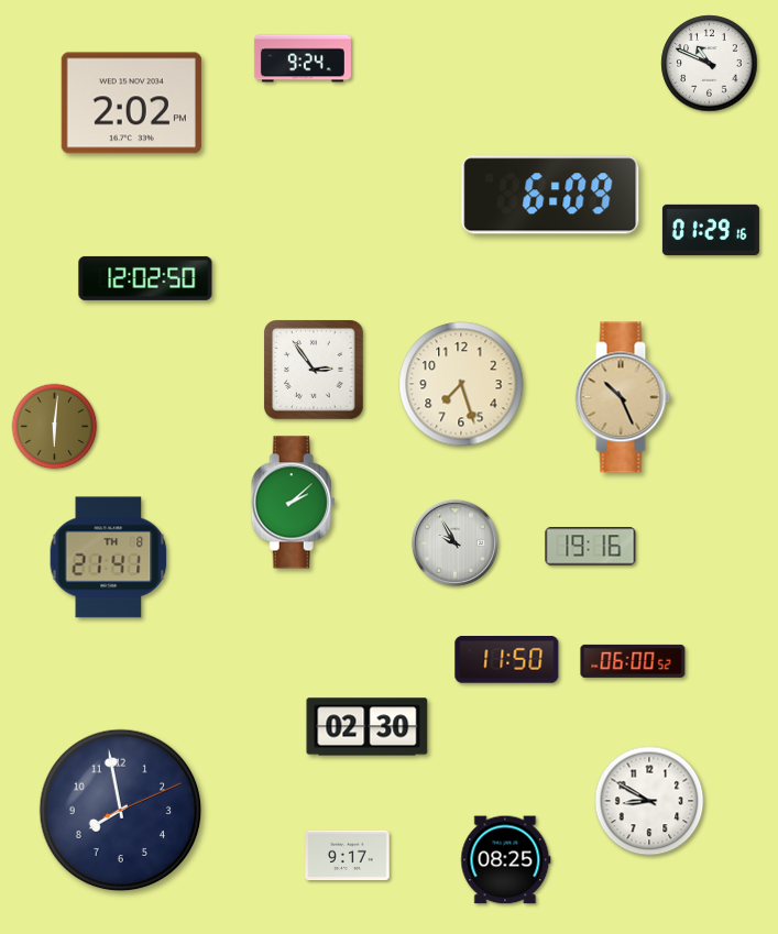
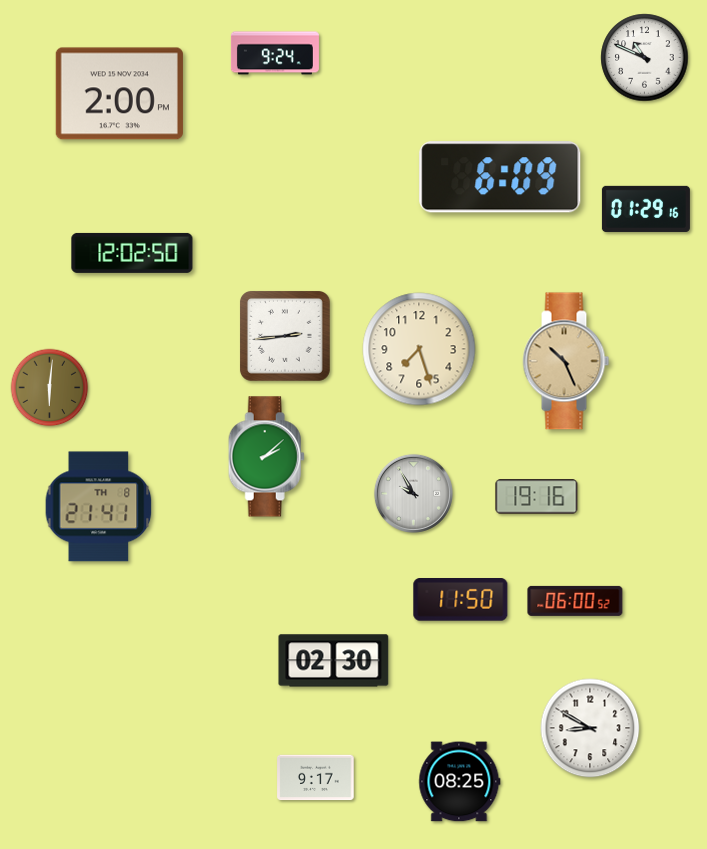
clock at (131, 103): 2:02 -> 2:00
clock at (314, 370): 2:54 -> 2:44
clock at (121, 811): 7:58 -> none
